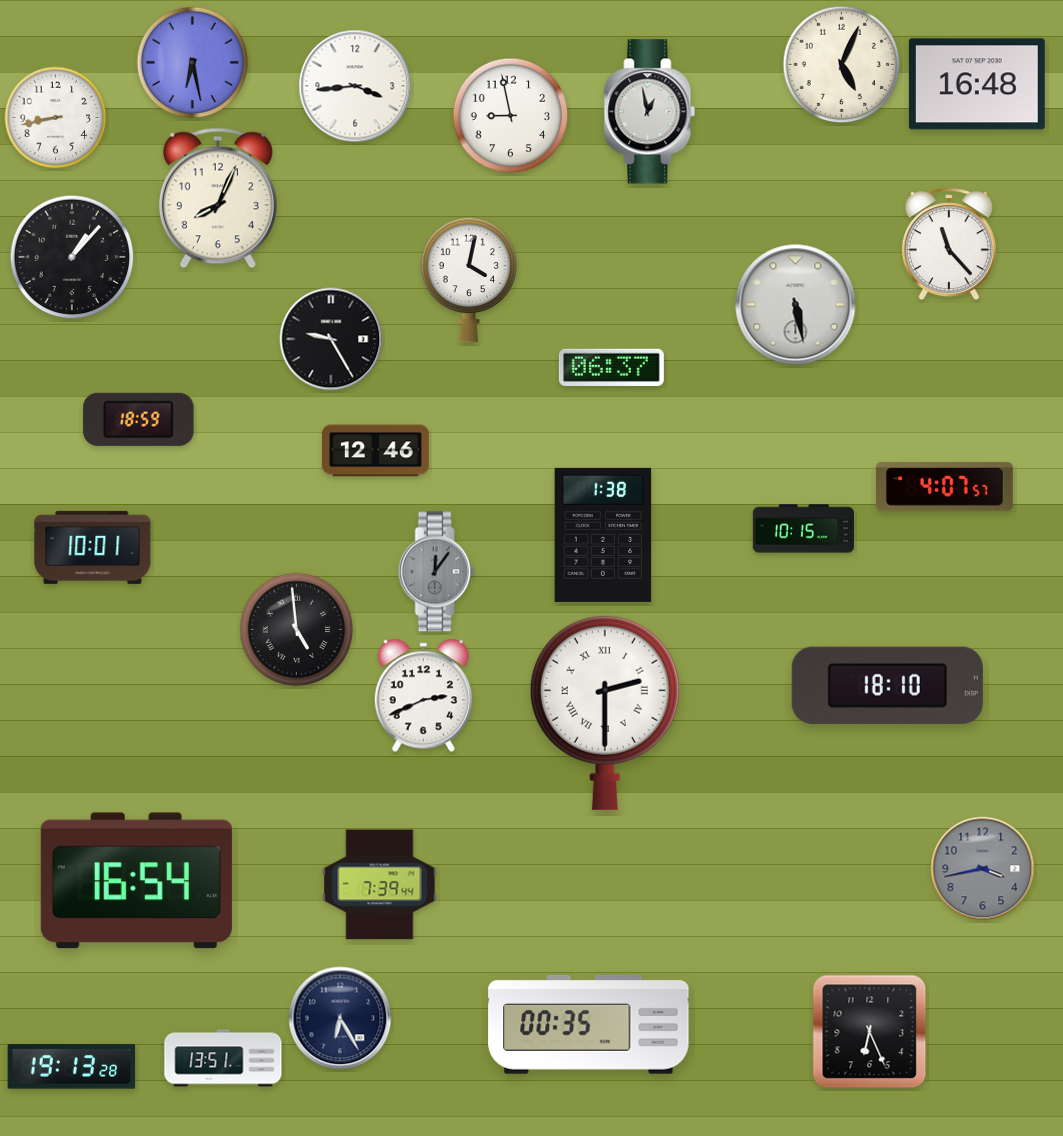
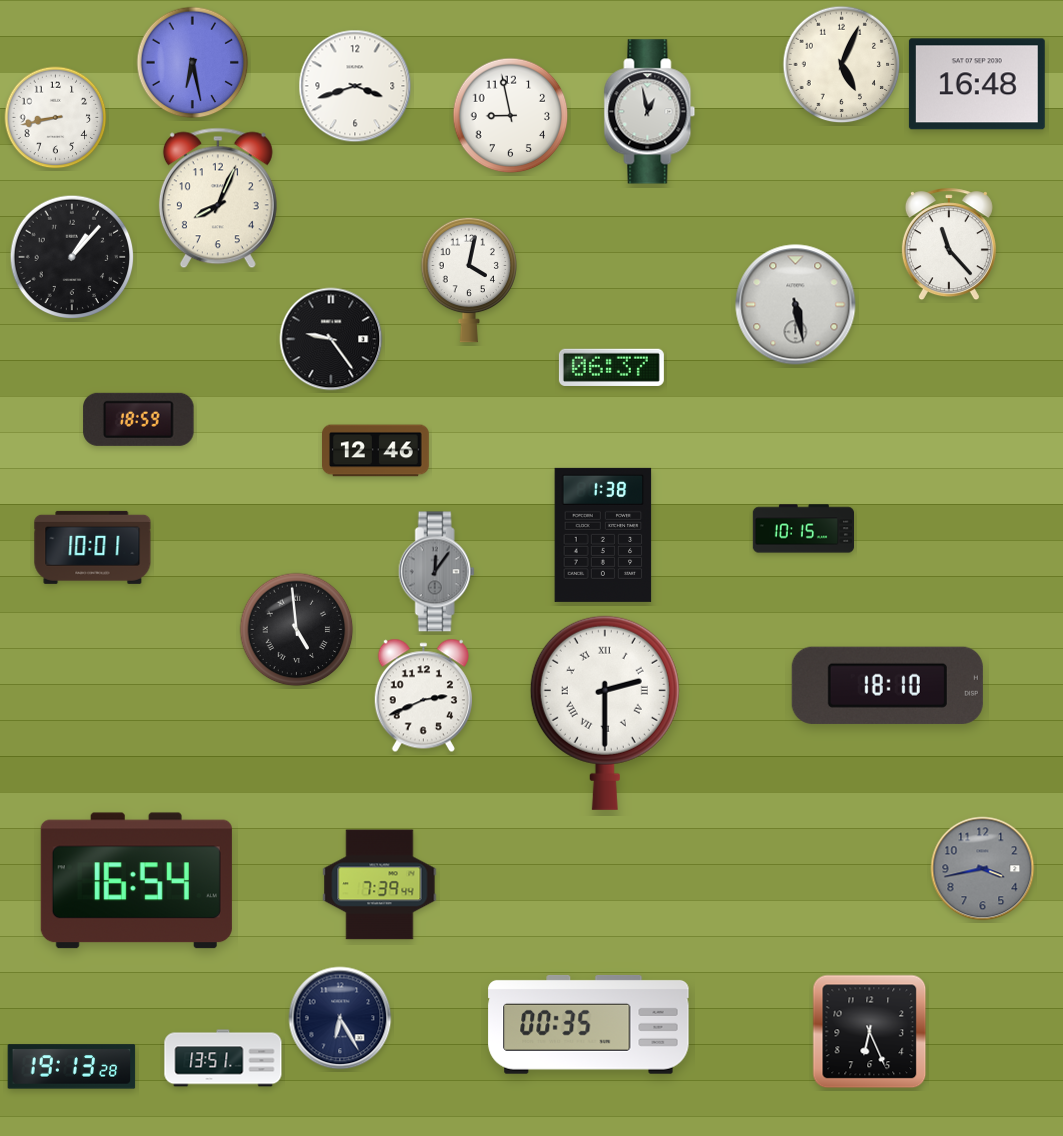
clock at (355, 86): 3:44 -> 3:42
clock at (331, 339): 9:25 -> 9:24
clock at (944, 487): 4:07 -> none
